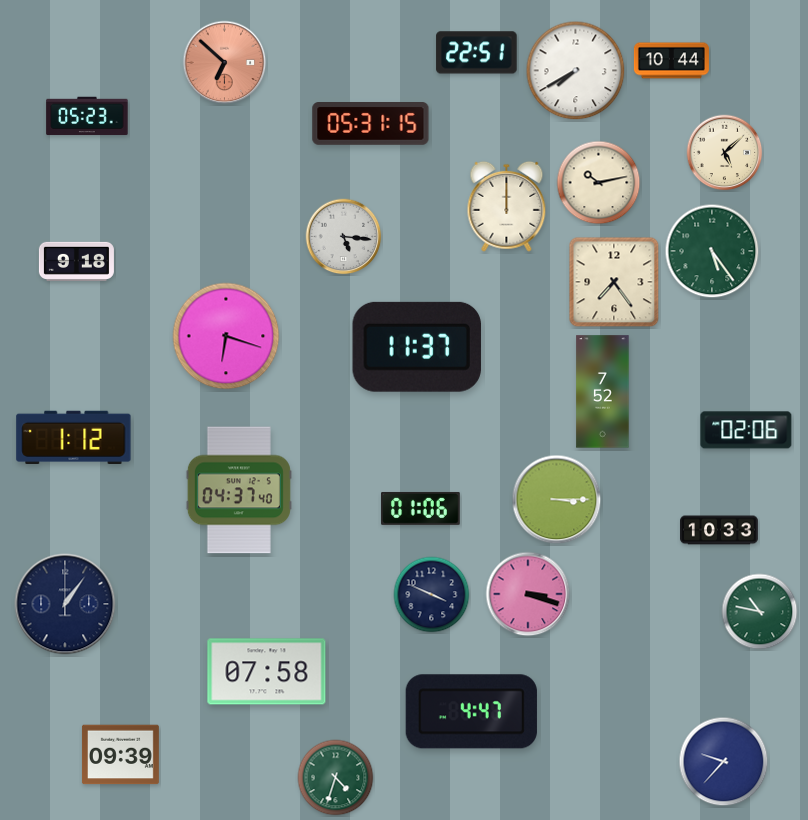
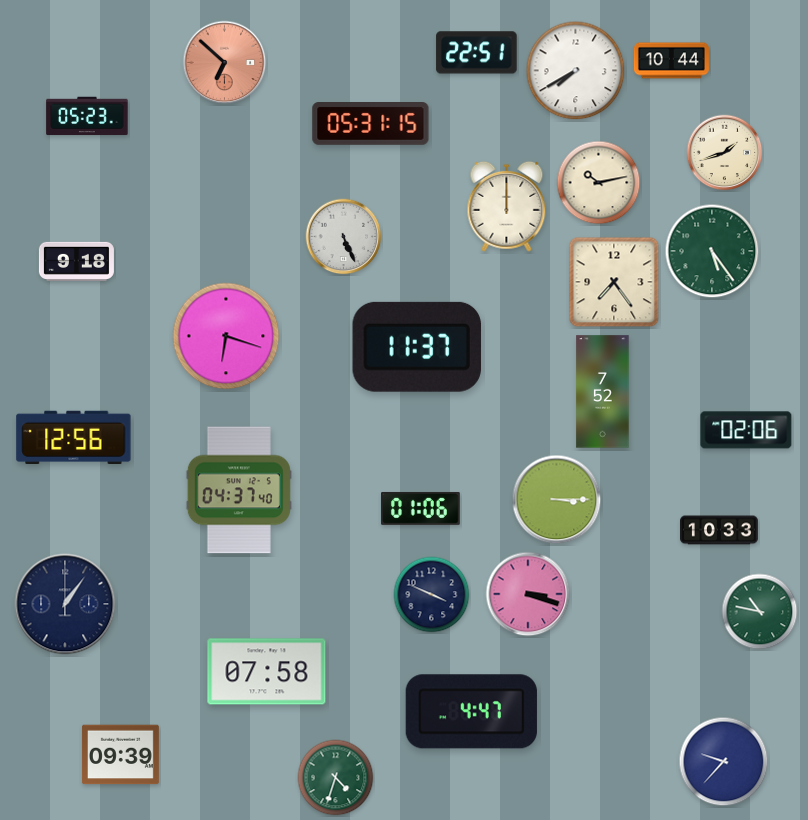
clock at (725, 153): 5:08 -> 1:42
clock at (344, 237): 5:16 -> 5:26
clock at (74, 437): 1:12 -> 12:56
